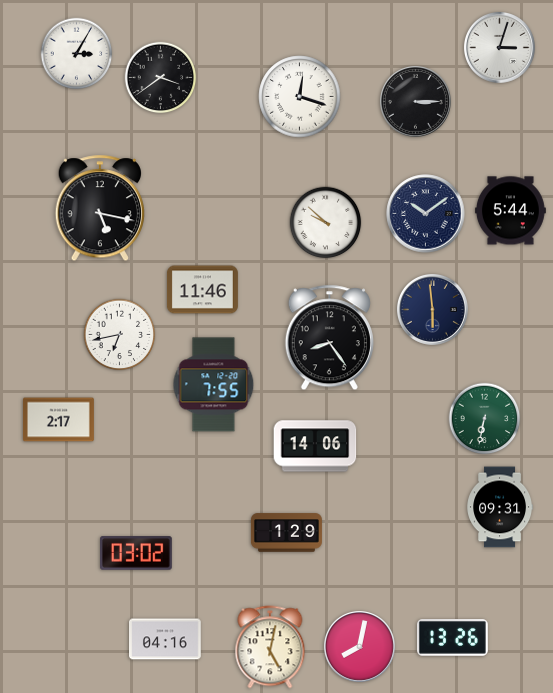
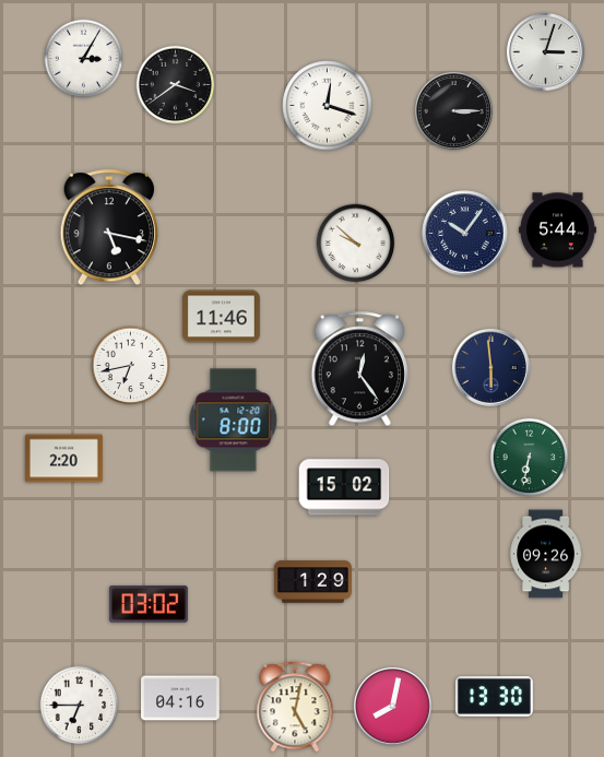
clock at (426, 214): 10:09 -> 10:06
clock at (432, 309) position: (432, 309) -> (490, 367)
clock at (329, 338): 8:24 -> 12:24
clock at (214, 385): 7:55 -> 8:00
clock at (58, 420): 2:17 -> 2:20
clock at (315, 446): 14:06 -> 15:02
clock at (499, 507): 09:31 -> 09:26
clock at (452, 638): 13:26 -> 13:30
clock at (80, 706): none -> 6:45
